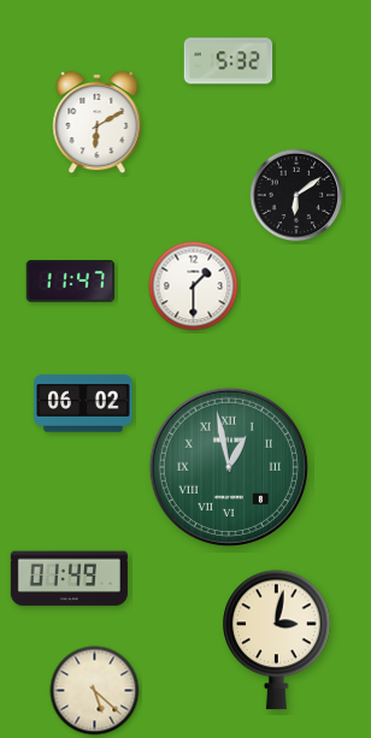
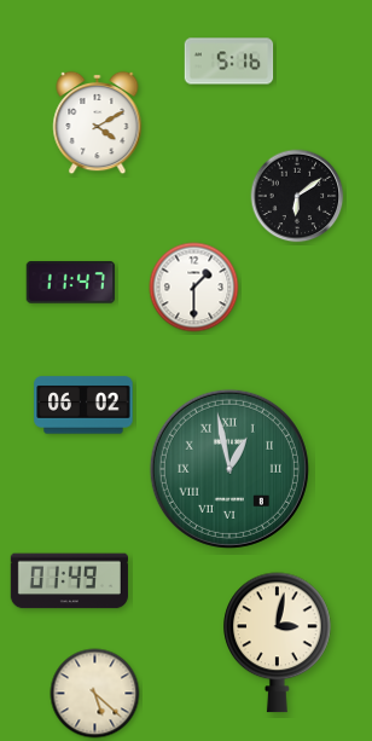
clock at (229, 61): 5:32 -> 5:16
clock at (98, 123): 6:10 -> 4:10
